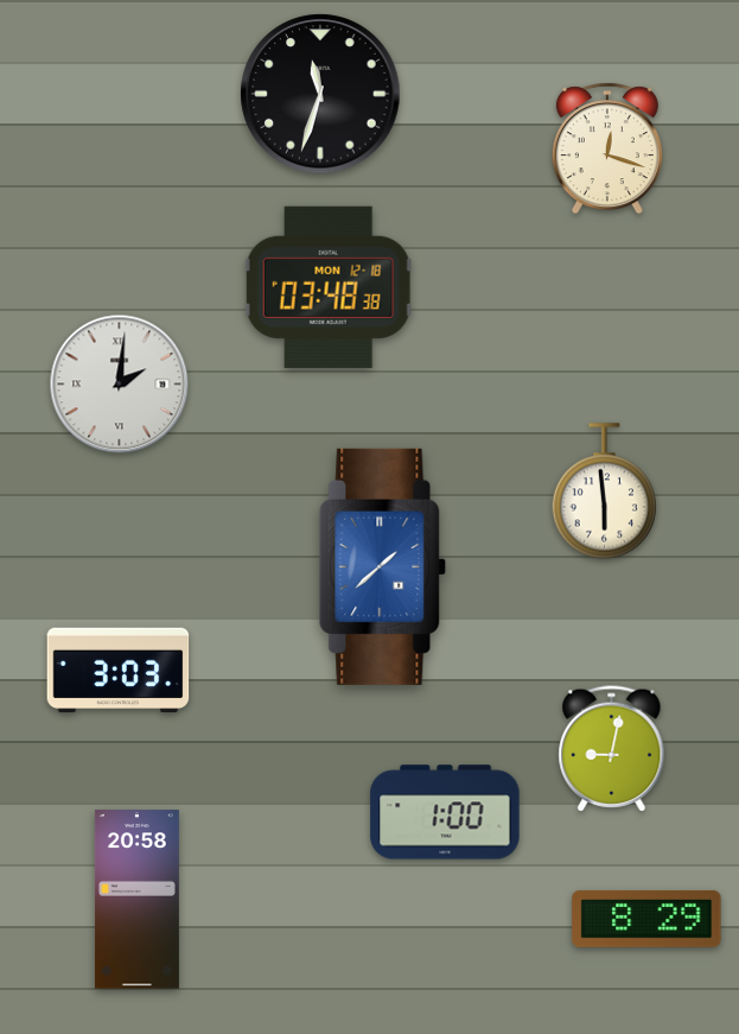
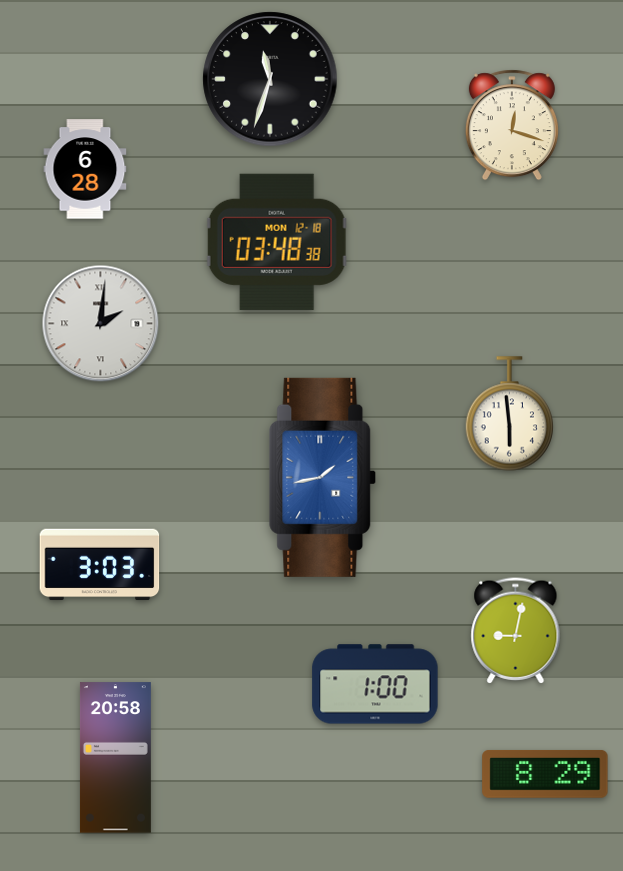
clock at (85, 169): none -> 6:28
clock at (383, 566): 1:38 -> 1:43
